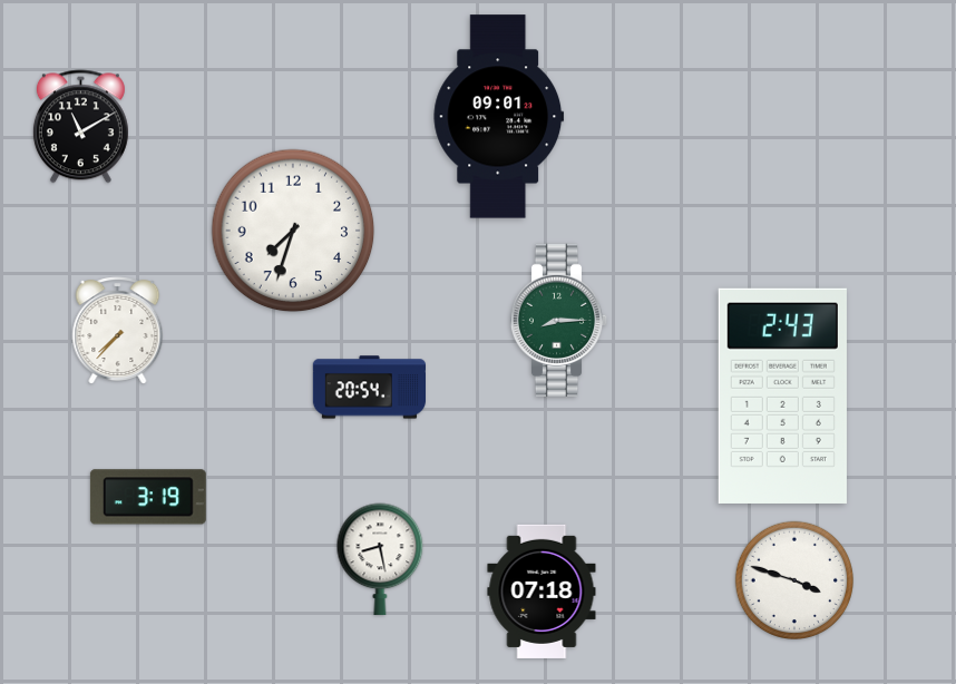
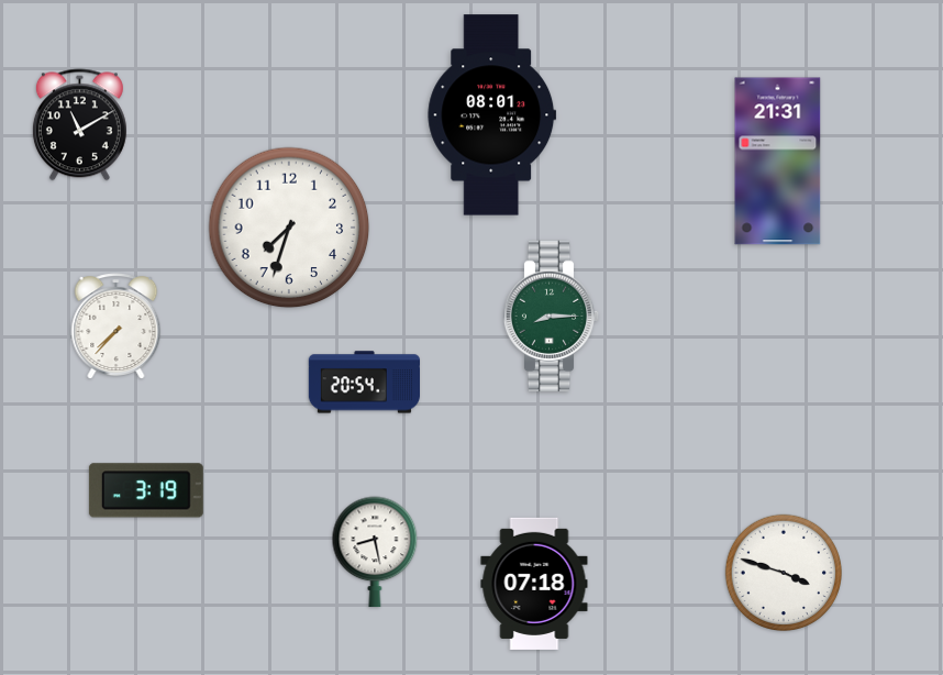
clock at (499, 117): 09:01 -> 08:01
clock at (778, 162): none -> 21:31
clock at (782, 395): 2:43 -> none
